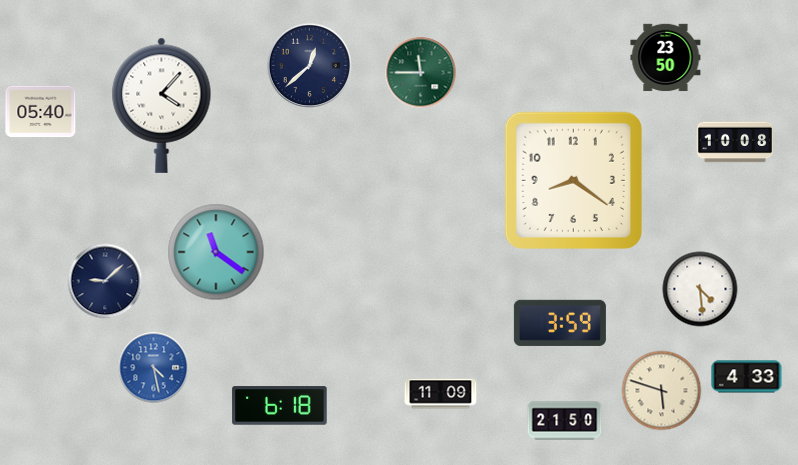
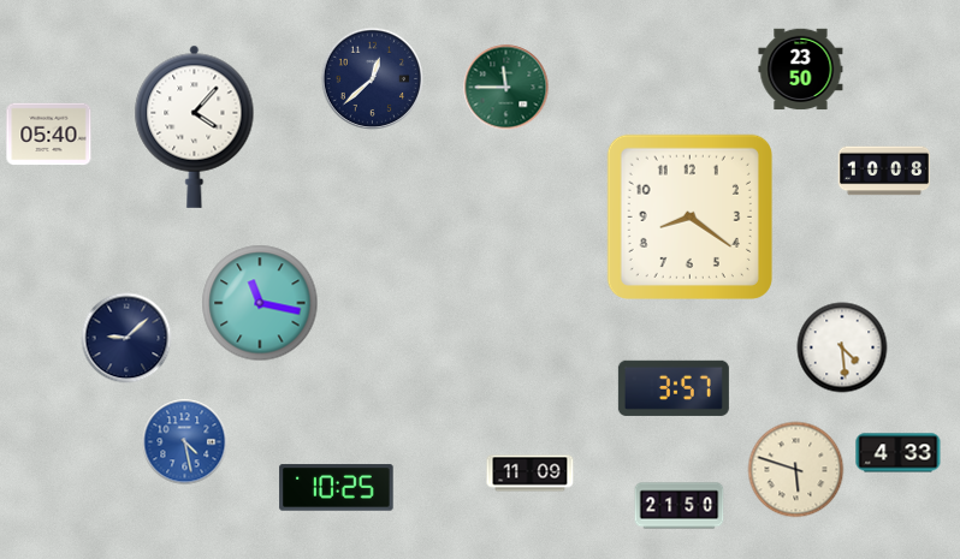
clock at (216, 252): 11:21 -> 11:17
clock at (560, 323): 3:59 -> 3:57
clock at (280, 406): 6:18 -> 10:25
